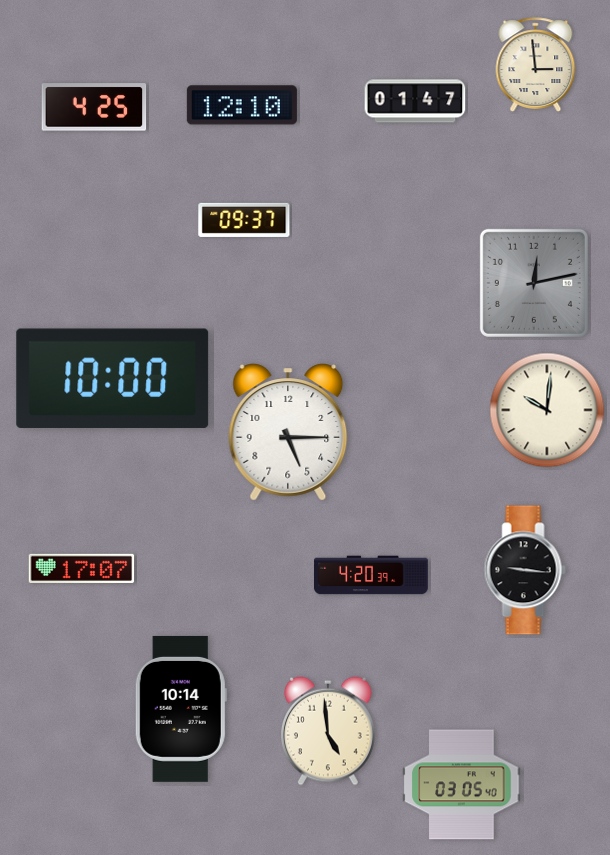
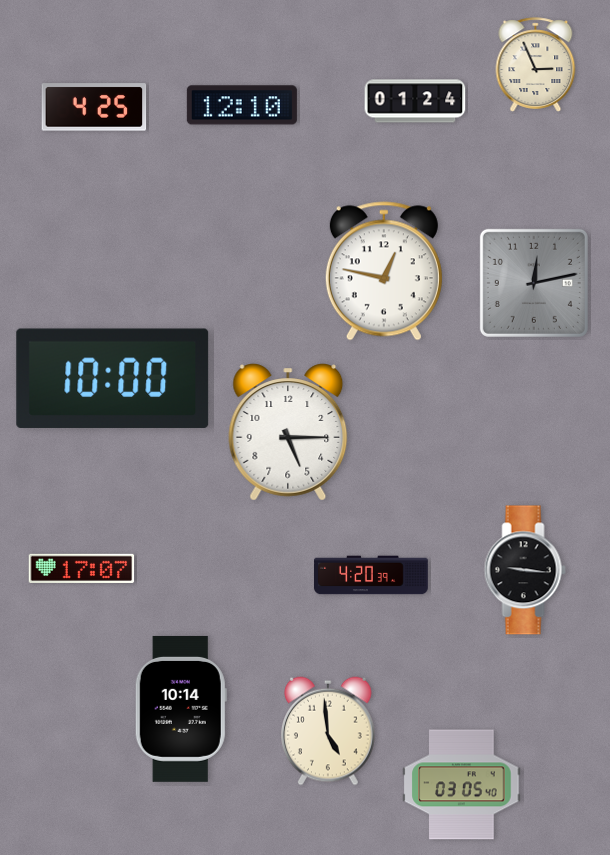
clock at (536, 65): 2:59 -> 2:56
clock at (415, 101): 01:47 -> 01:24
clock at (244, 220): 09:37 -> none
clock at (384, 271): none -> 12:47
clock at (547, 410): 10:01 -> none
